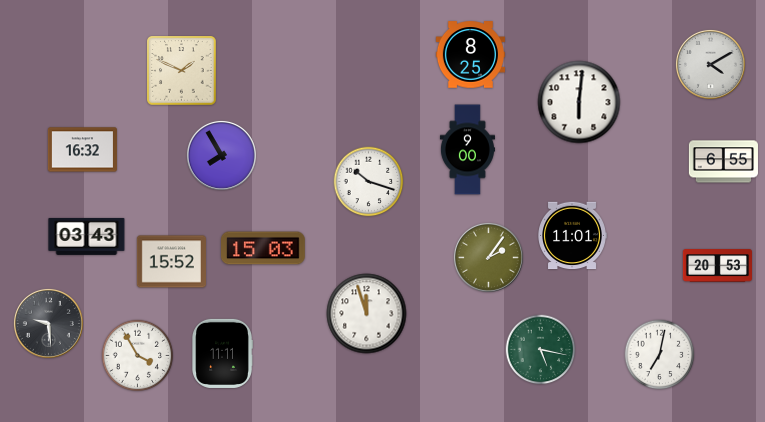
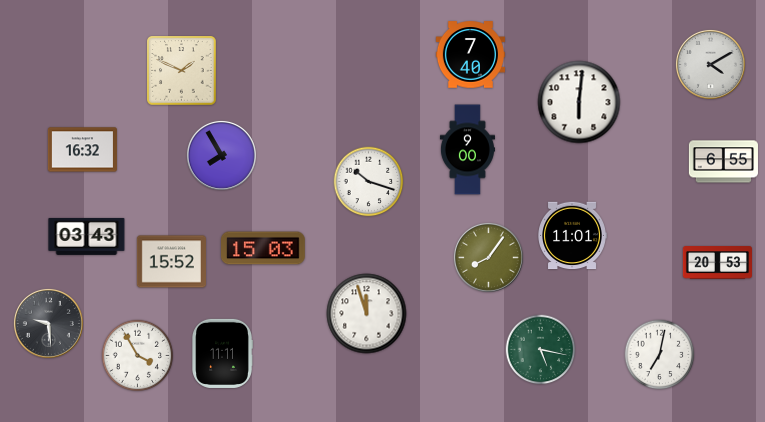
clock at (470, 55): 8:25 -> 7:40
clock at (488, 257): 2:06 -> 8:06
clock at (717, 266) position: (717, 266) -> (717, 263)
